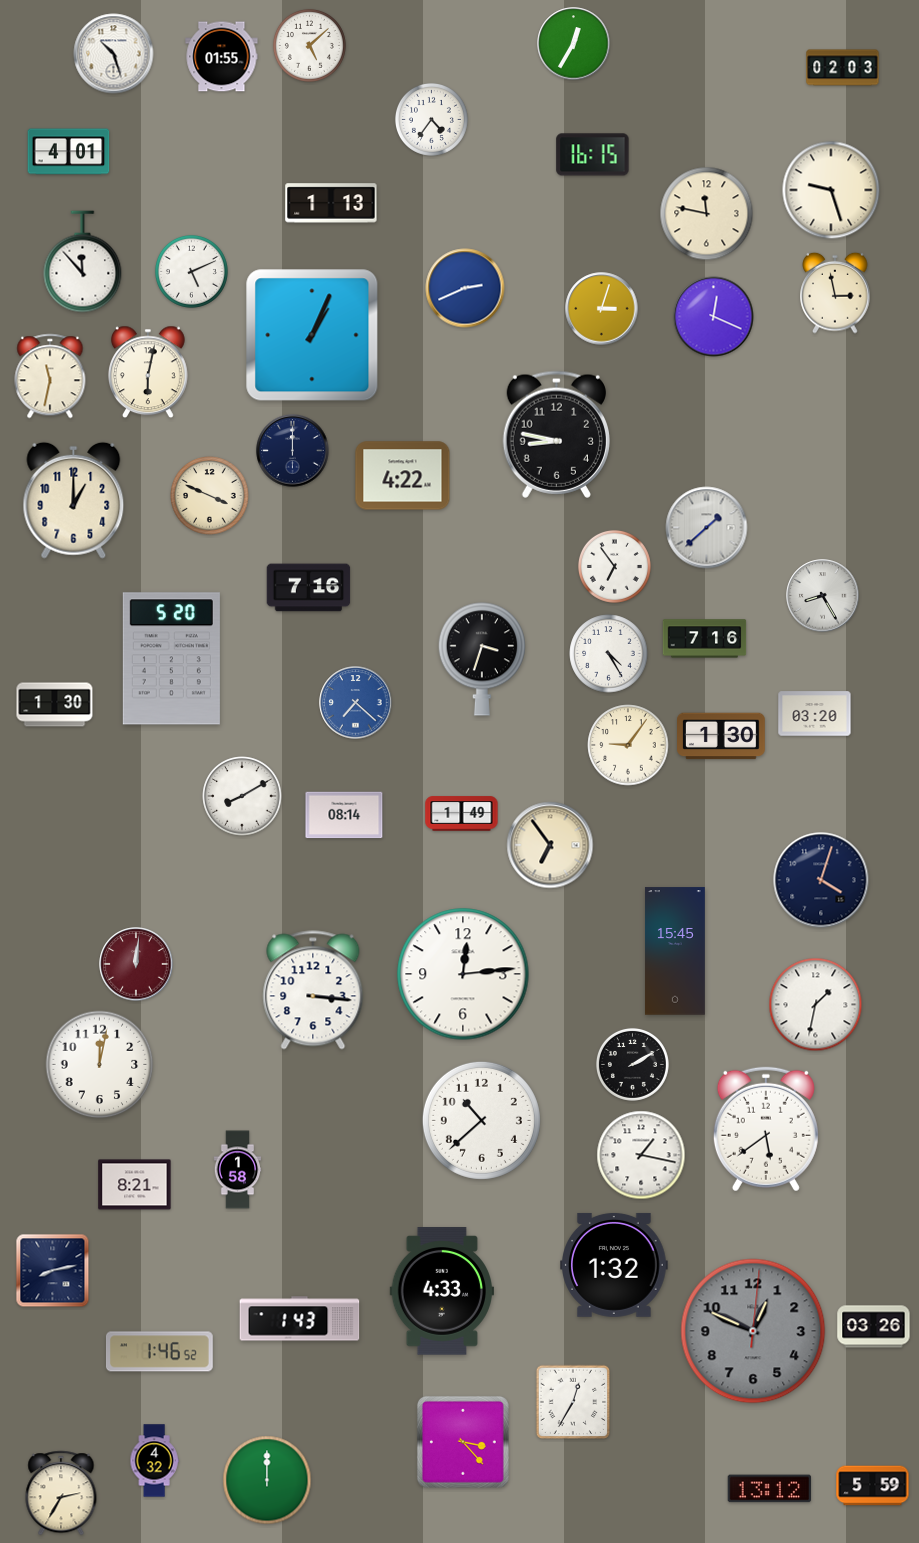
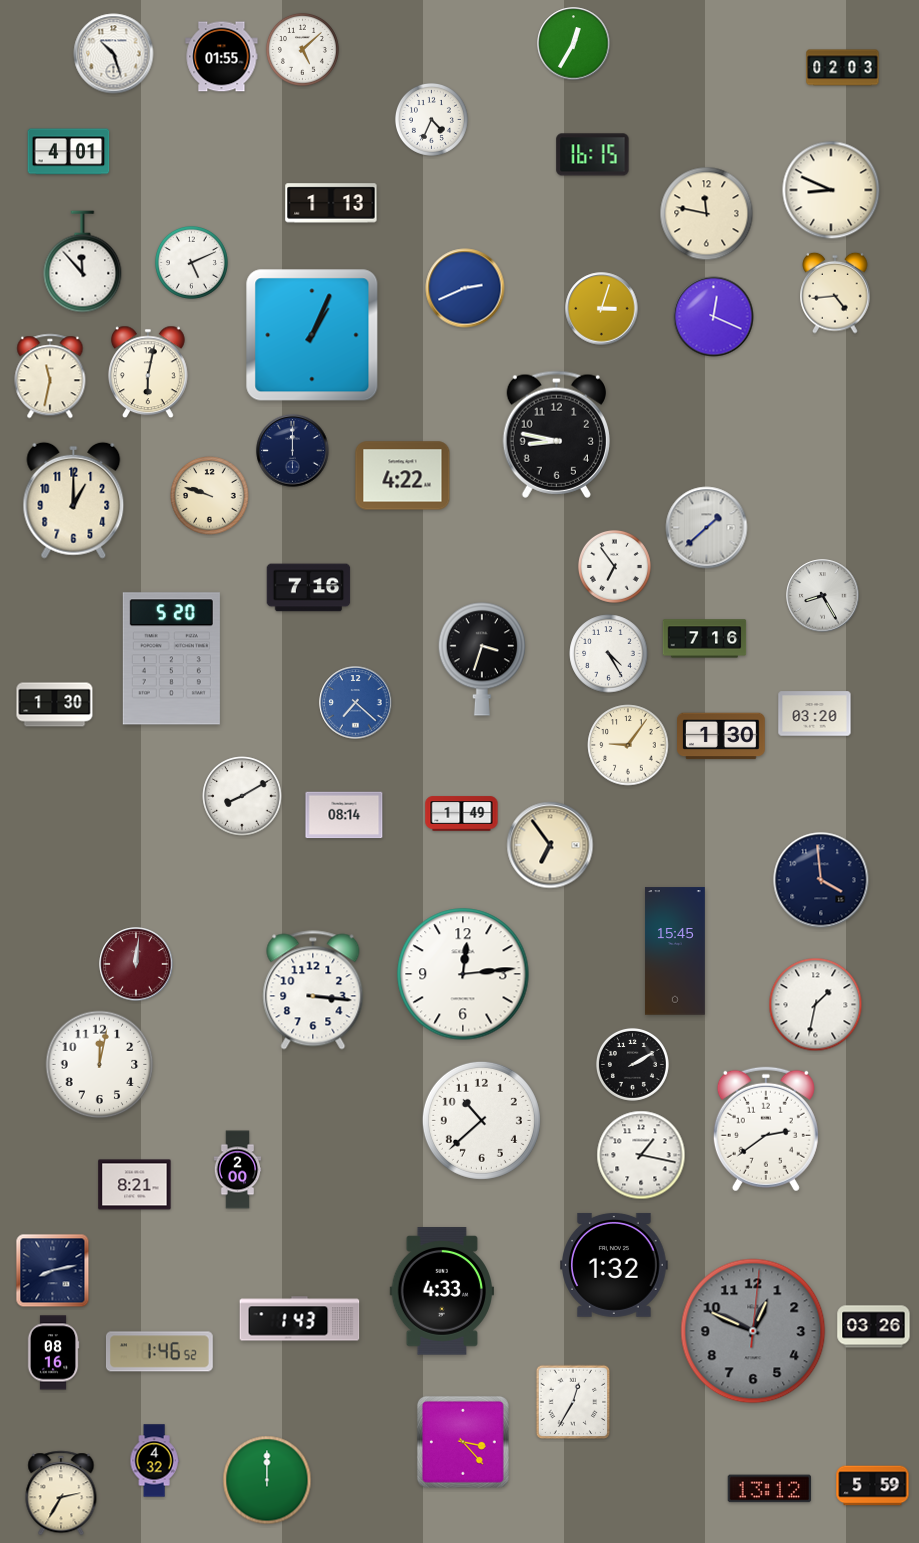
clock at (309, 45) position: (309, 45) -> (302, 49)
clock at (431, 119): 4:36 -> 4:34
clock at (831, 190): 9:27 -> 8:49
clock at (191, 271) position: (191, 271) -> (191, 262)
clock at (835, 293): 2:58 -> 4:44
clock at (210, 496): 3:49 -> 9:48
clock at (821, 880): 4:03 -> 3:59
clock at (766, 1129): 5:39 -> 2:39
clock at (238, 1170): 1:58 -> 2:00
clock at (53, 1353): none -> 08:16
